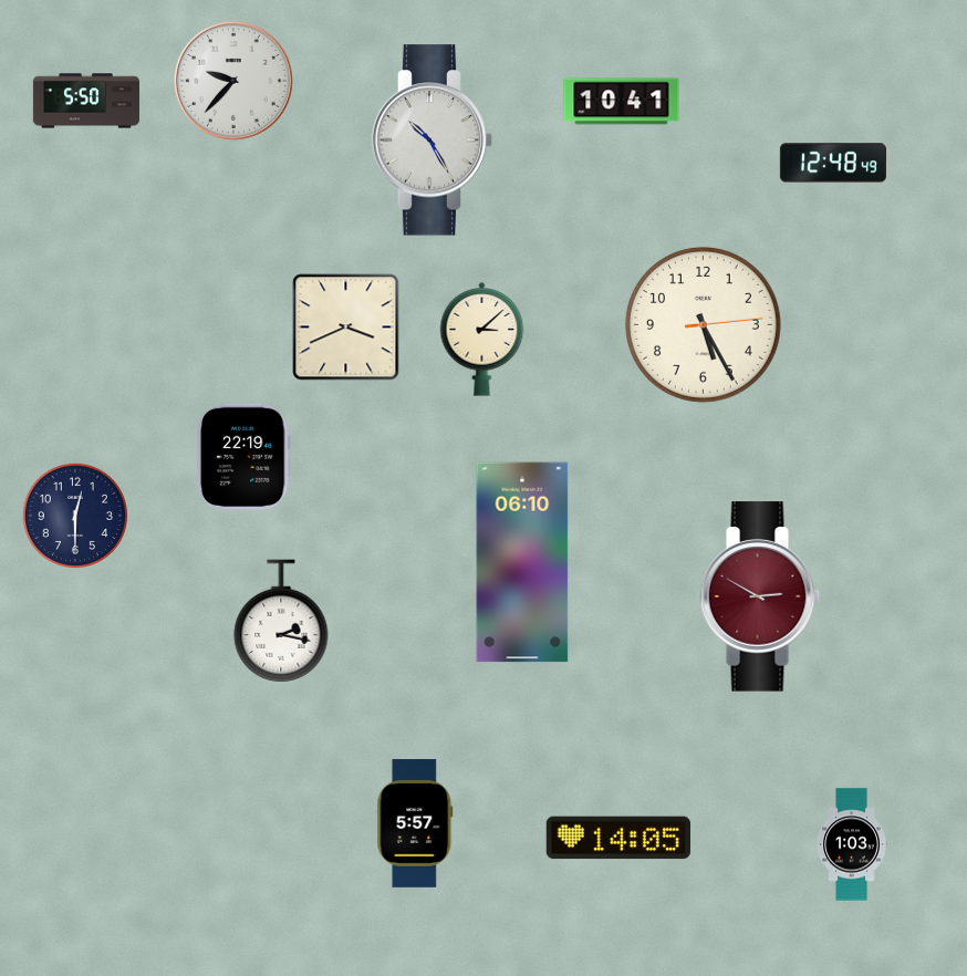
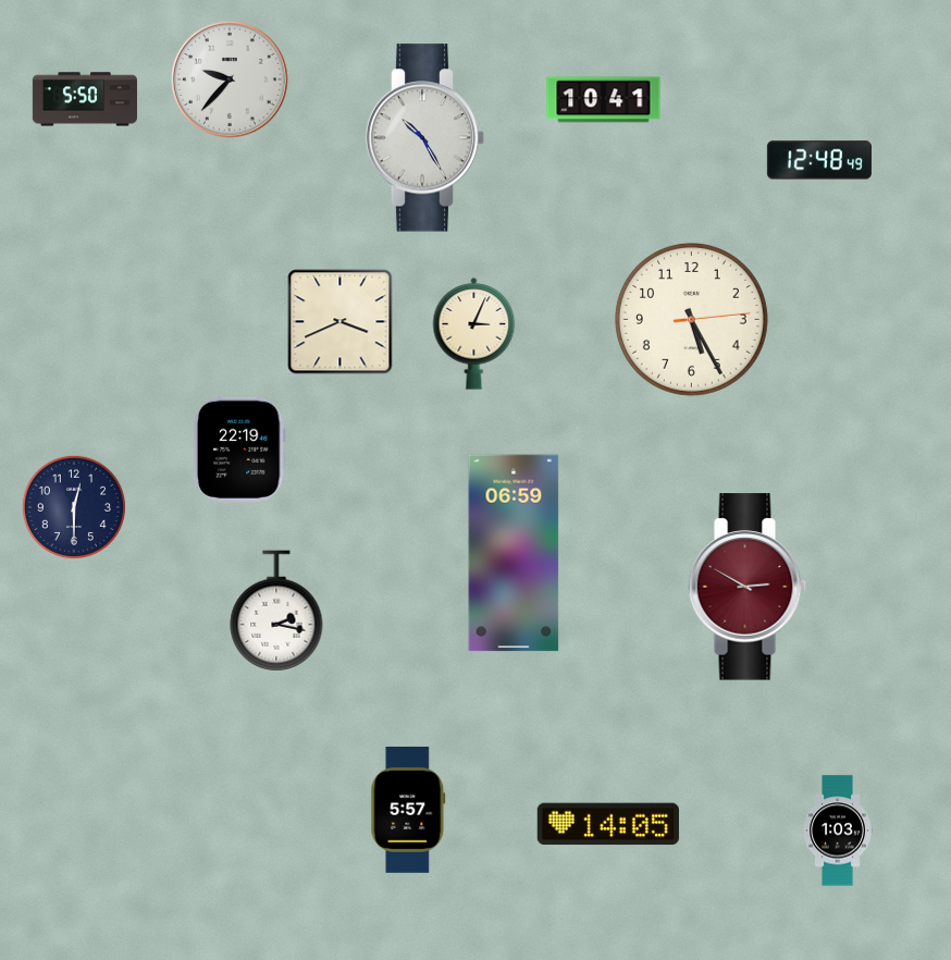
clock at (622, 102) position: (622, 102) -> (604, 100)
clock at (482, 340): 3:08 -> 3:04
clock at (522, 562): 06:10 -> 06:59
